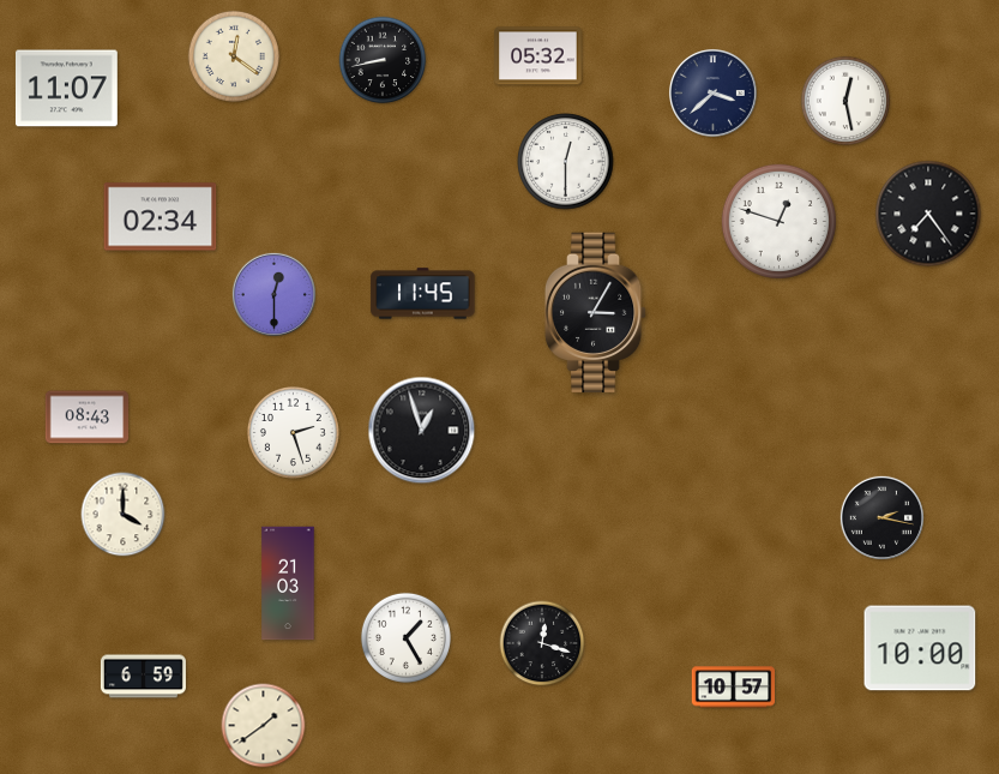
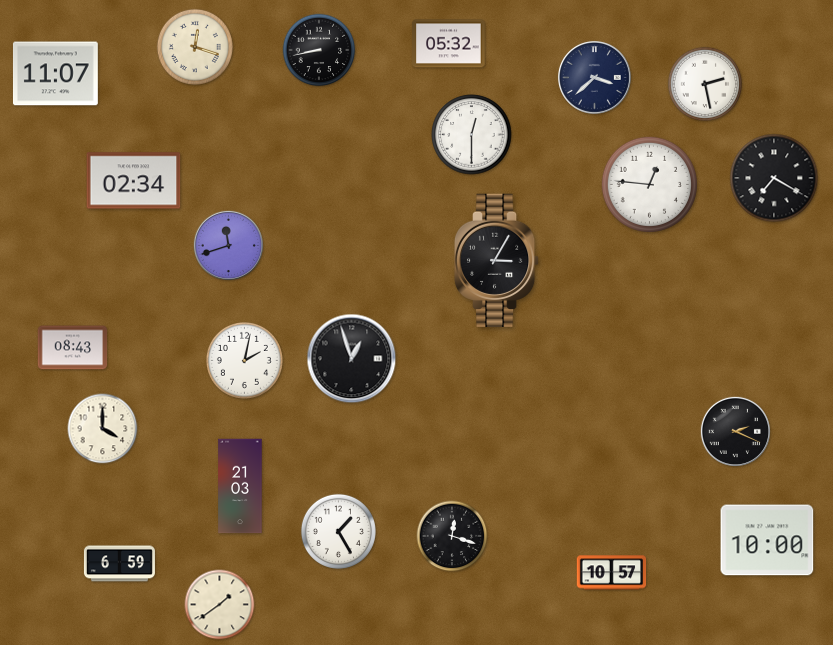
clock at (234, 56): 12:21 -> 12:18
clock at (538, 56) position: (538, 56) -> (449, 44)
clock at (844, 100): 12:28 -> 2:28
clock at (928, 214): 7:24 -> 7:20
clock at (778, 221): 12:48 -> 12:46
clock at (273, 294): 12:30 -> 11:42
clock at (423, 294): 11:45 -> none
clock at (293, 432): 2:27 -> 2:02
clock at (881, 517): 2:17 -> 2:19
